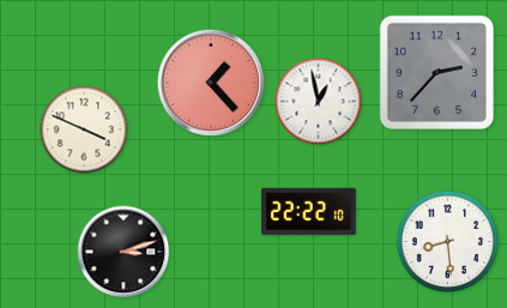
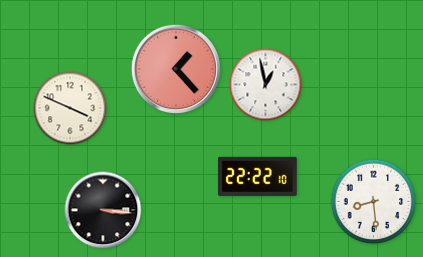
clock at (436, 72): 2:37 -> none
clock at (123, 252): 3:12 -> 3:16
